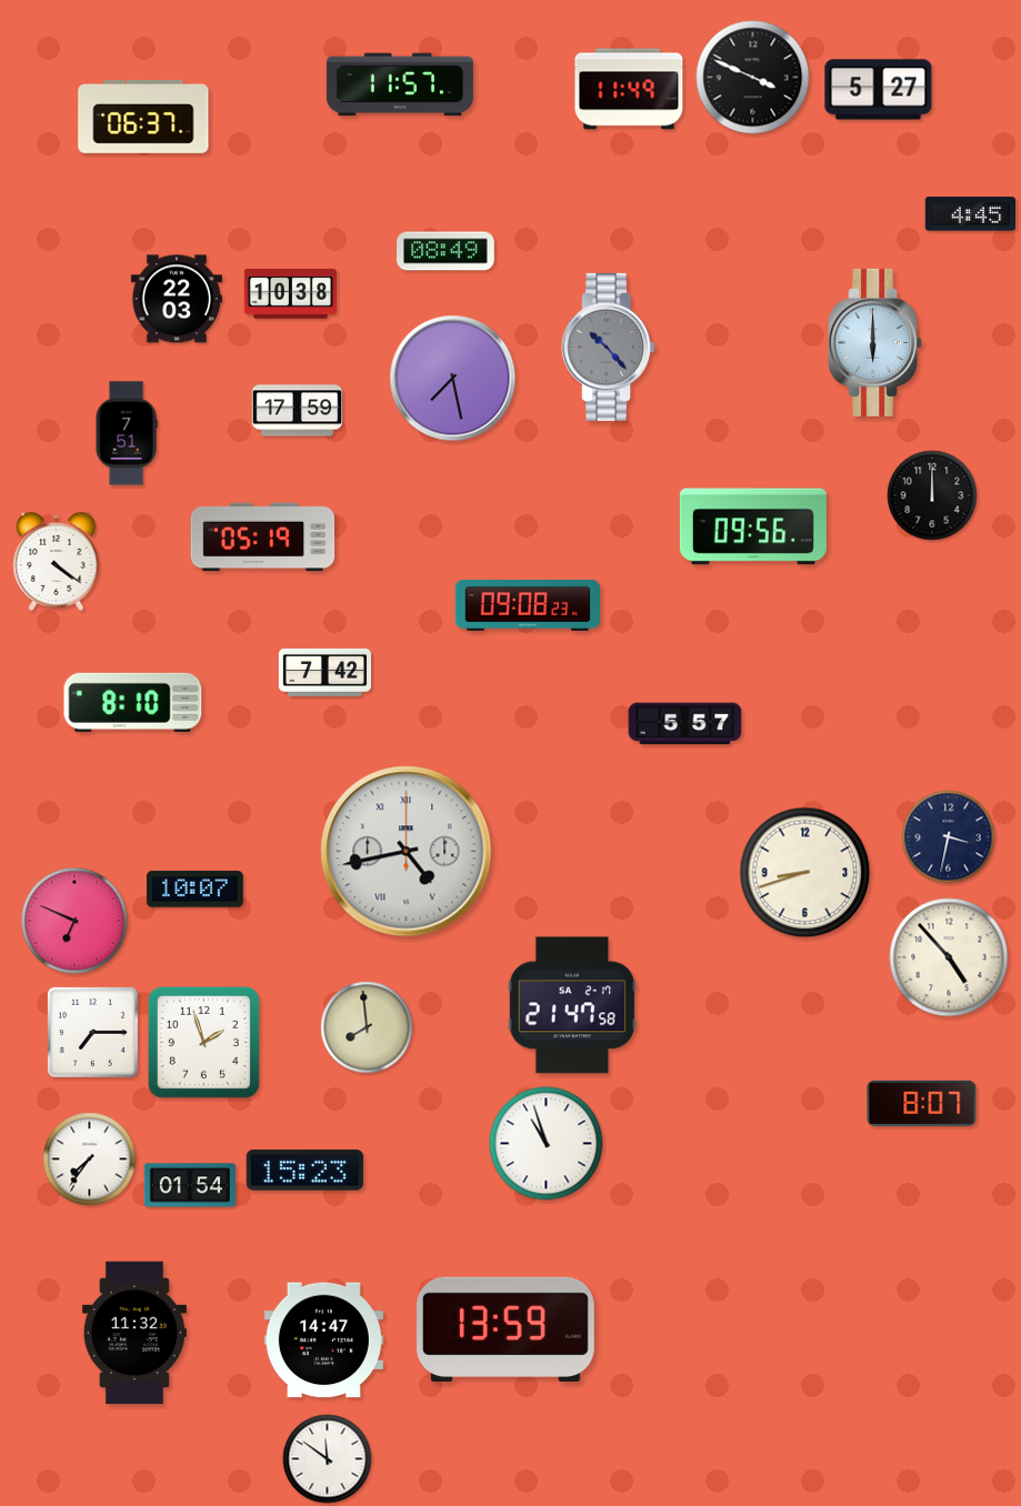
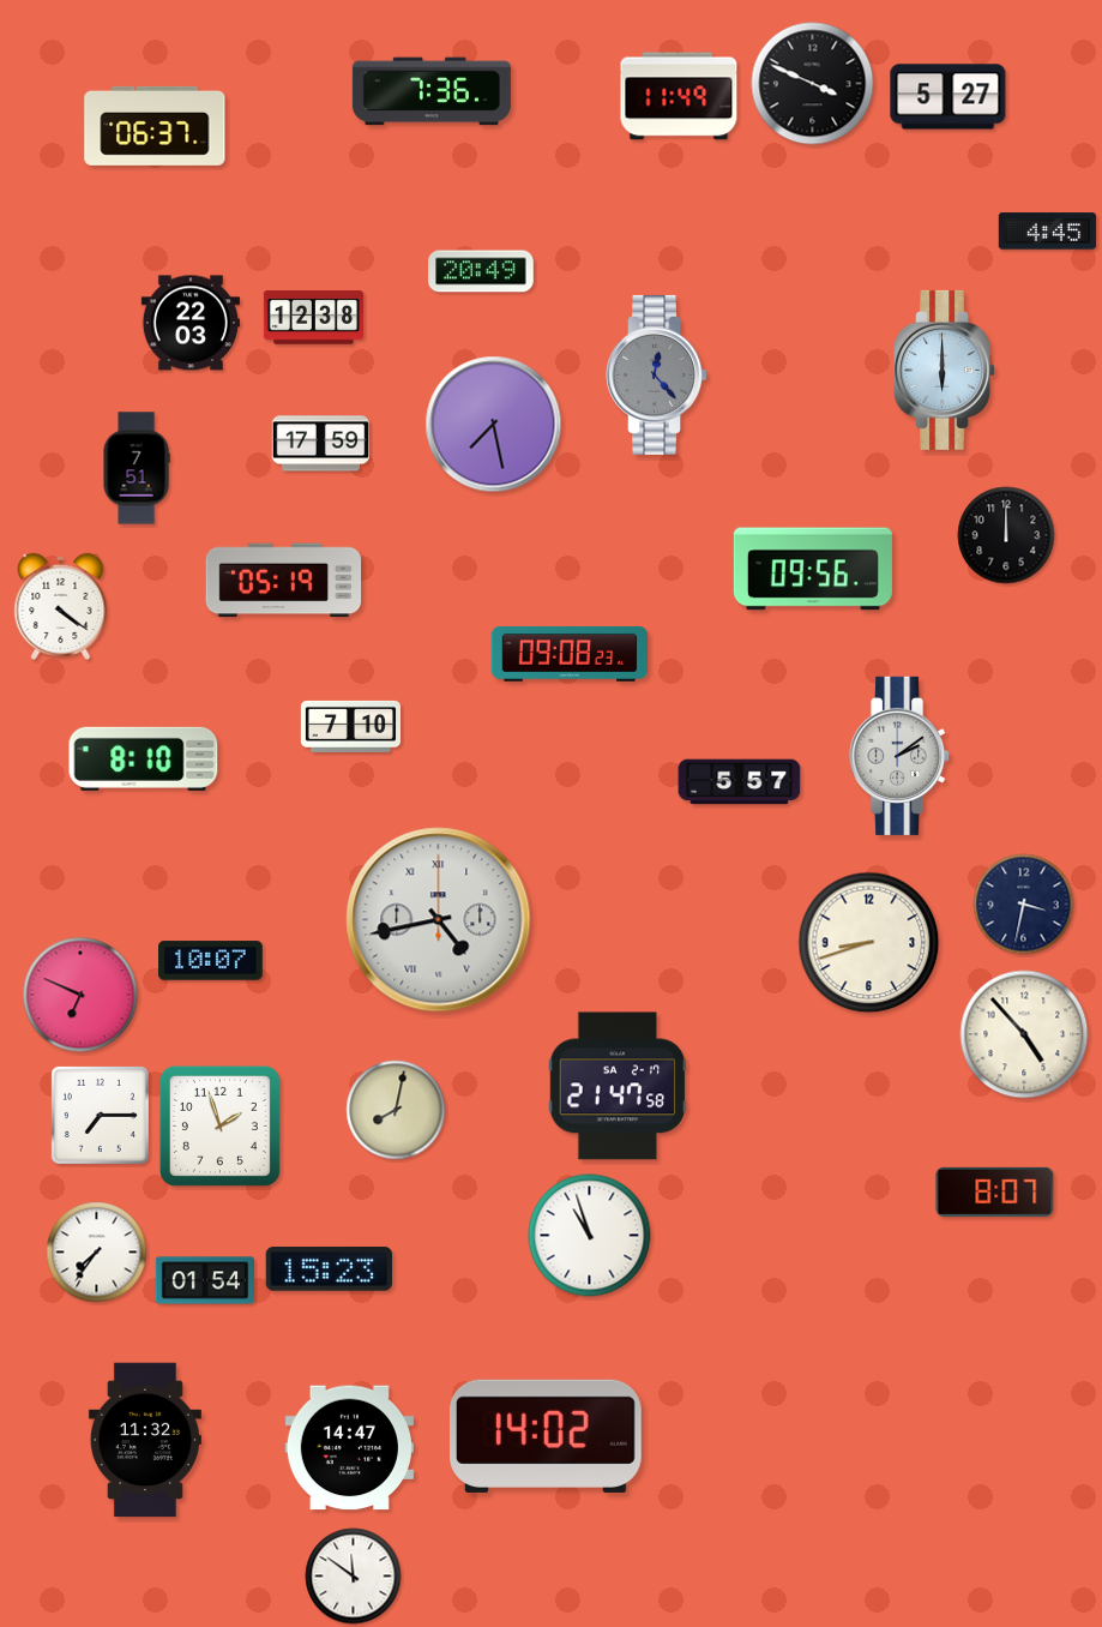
clock at (400, 84): 11:57 -> 7:36
clock at (446, 251): 08:49 -> 20:49
clock at (290, 294): 10:38 -> 12:38
clock at (609, 347): 10:23 -> 12:23
clock at (453, 379) position: (453, 379) -> (494, 425)
clock at (324, 672): 7:42 -> 7:10
clock at (901, 756): none -> 2:09
clock at (367, 1027): 7:59 -> 8:02
clock at (304, 1171) position: (304, 1171) -> (329, 1269)
clock at (507, 1329): 13:59 -> 14:02
